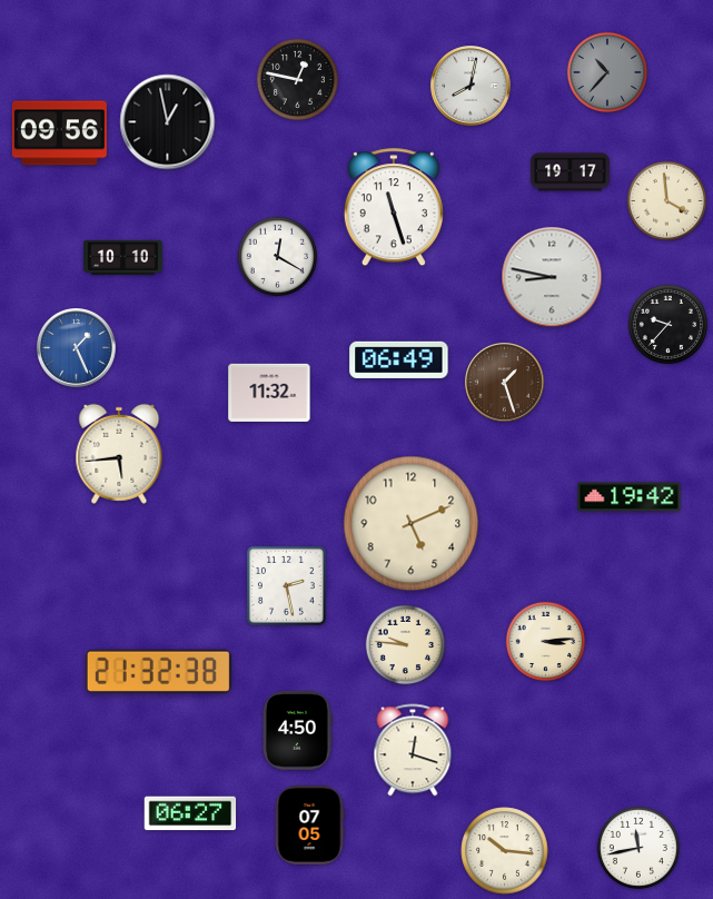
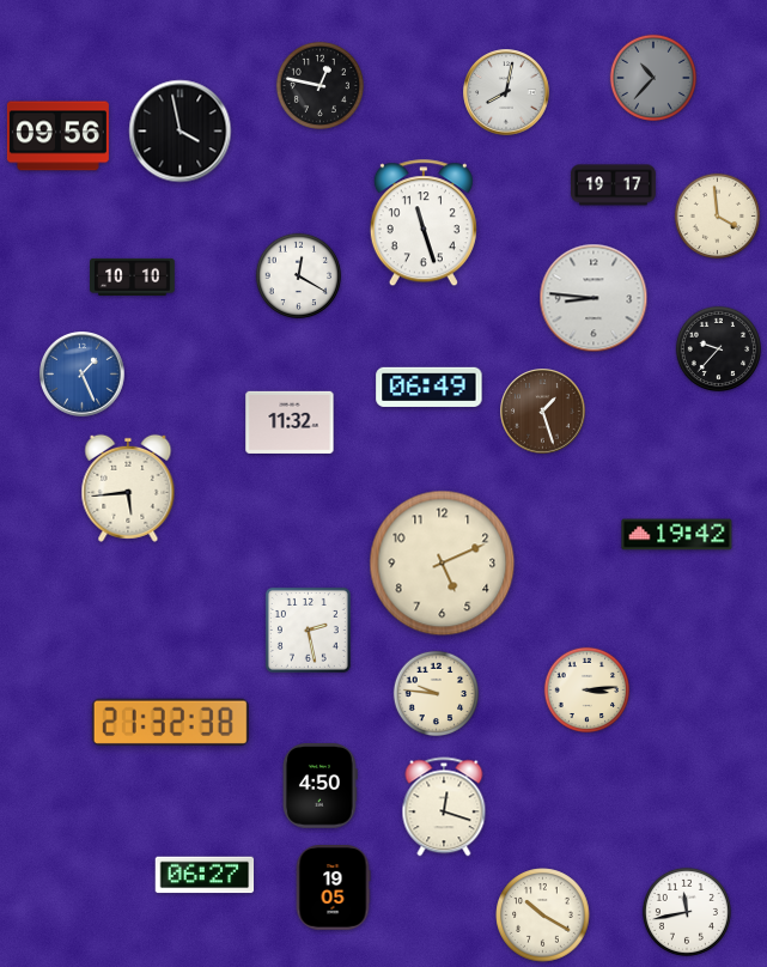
clock at (168, 122): 12:58 -> 3:58
clock at (59, 134) position: (59, 134) -> (57, 136)
clock at (552, 277): 8:47 -> 8:46
clock at (309, 826): 07:05 -> 19:05
clock at (505, 851): 10:16 -> 10:20
